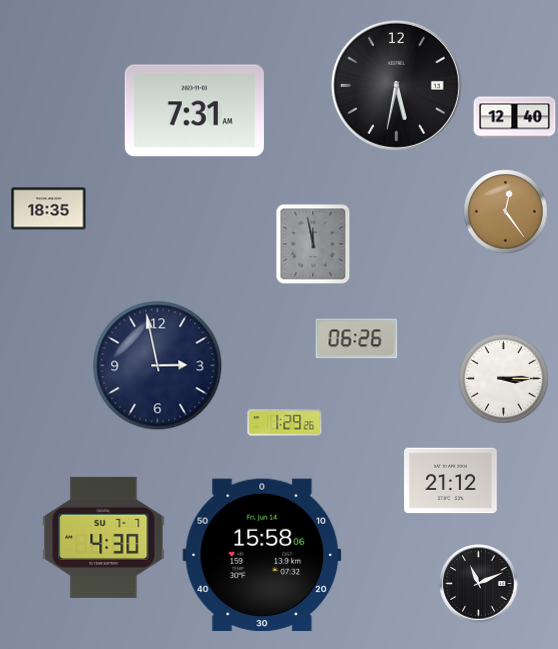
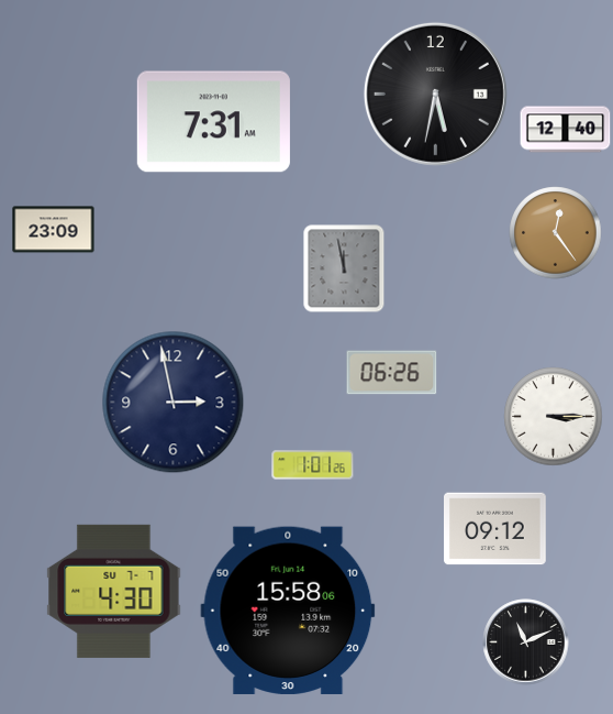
clock at (49, 209): 18:35 -> 23:09
clock at (285, 423): 1:29 -> 1:01
clock at (451, 481): 21:12 -> 09:12
